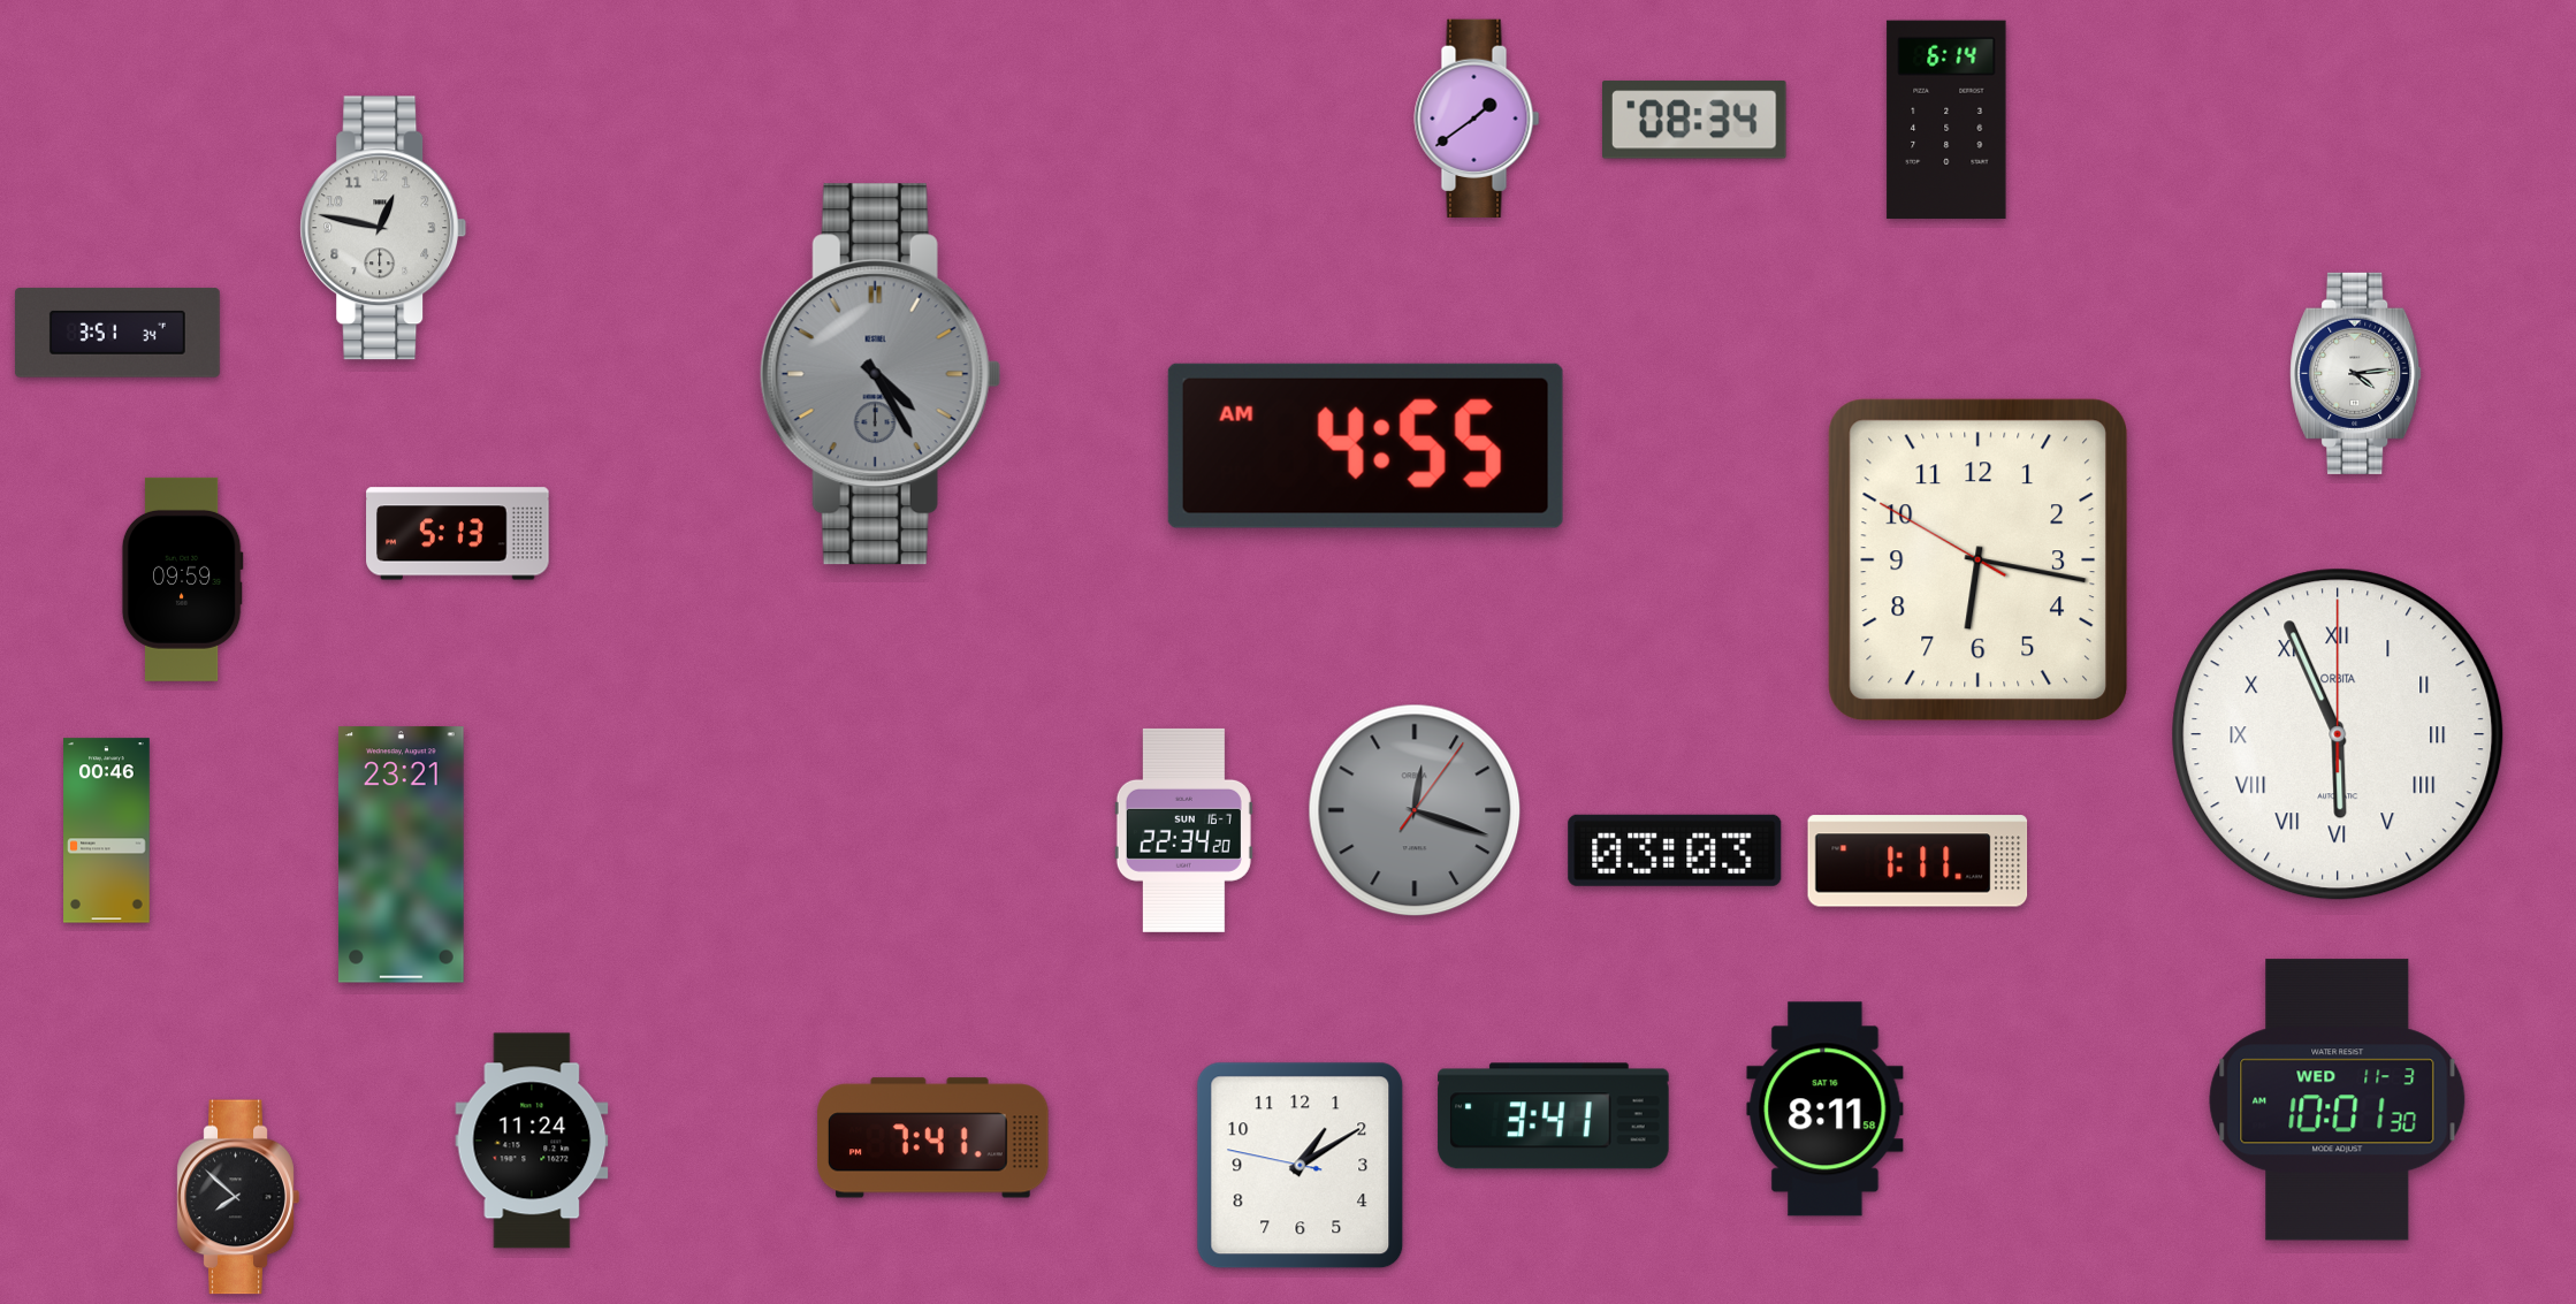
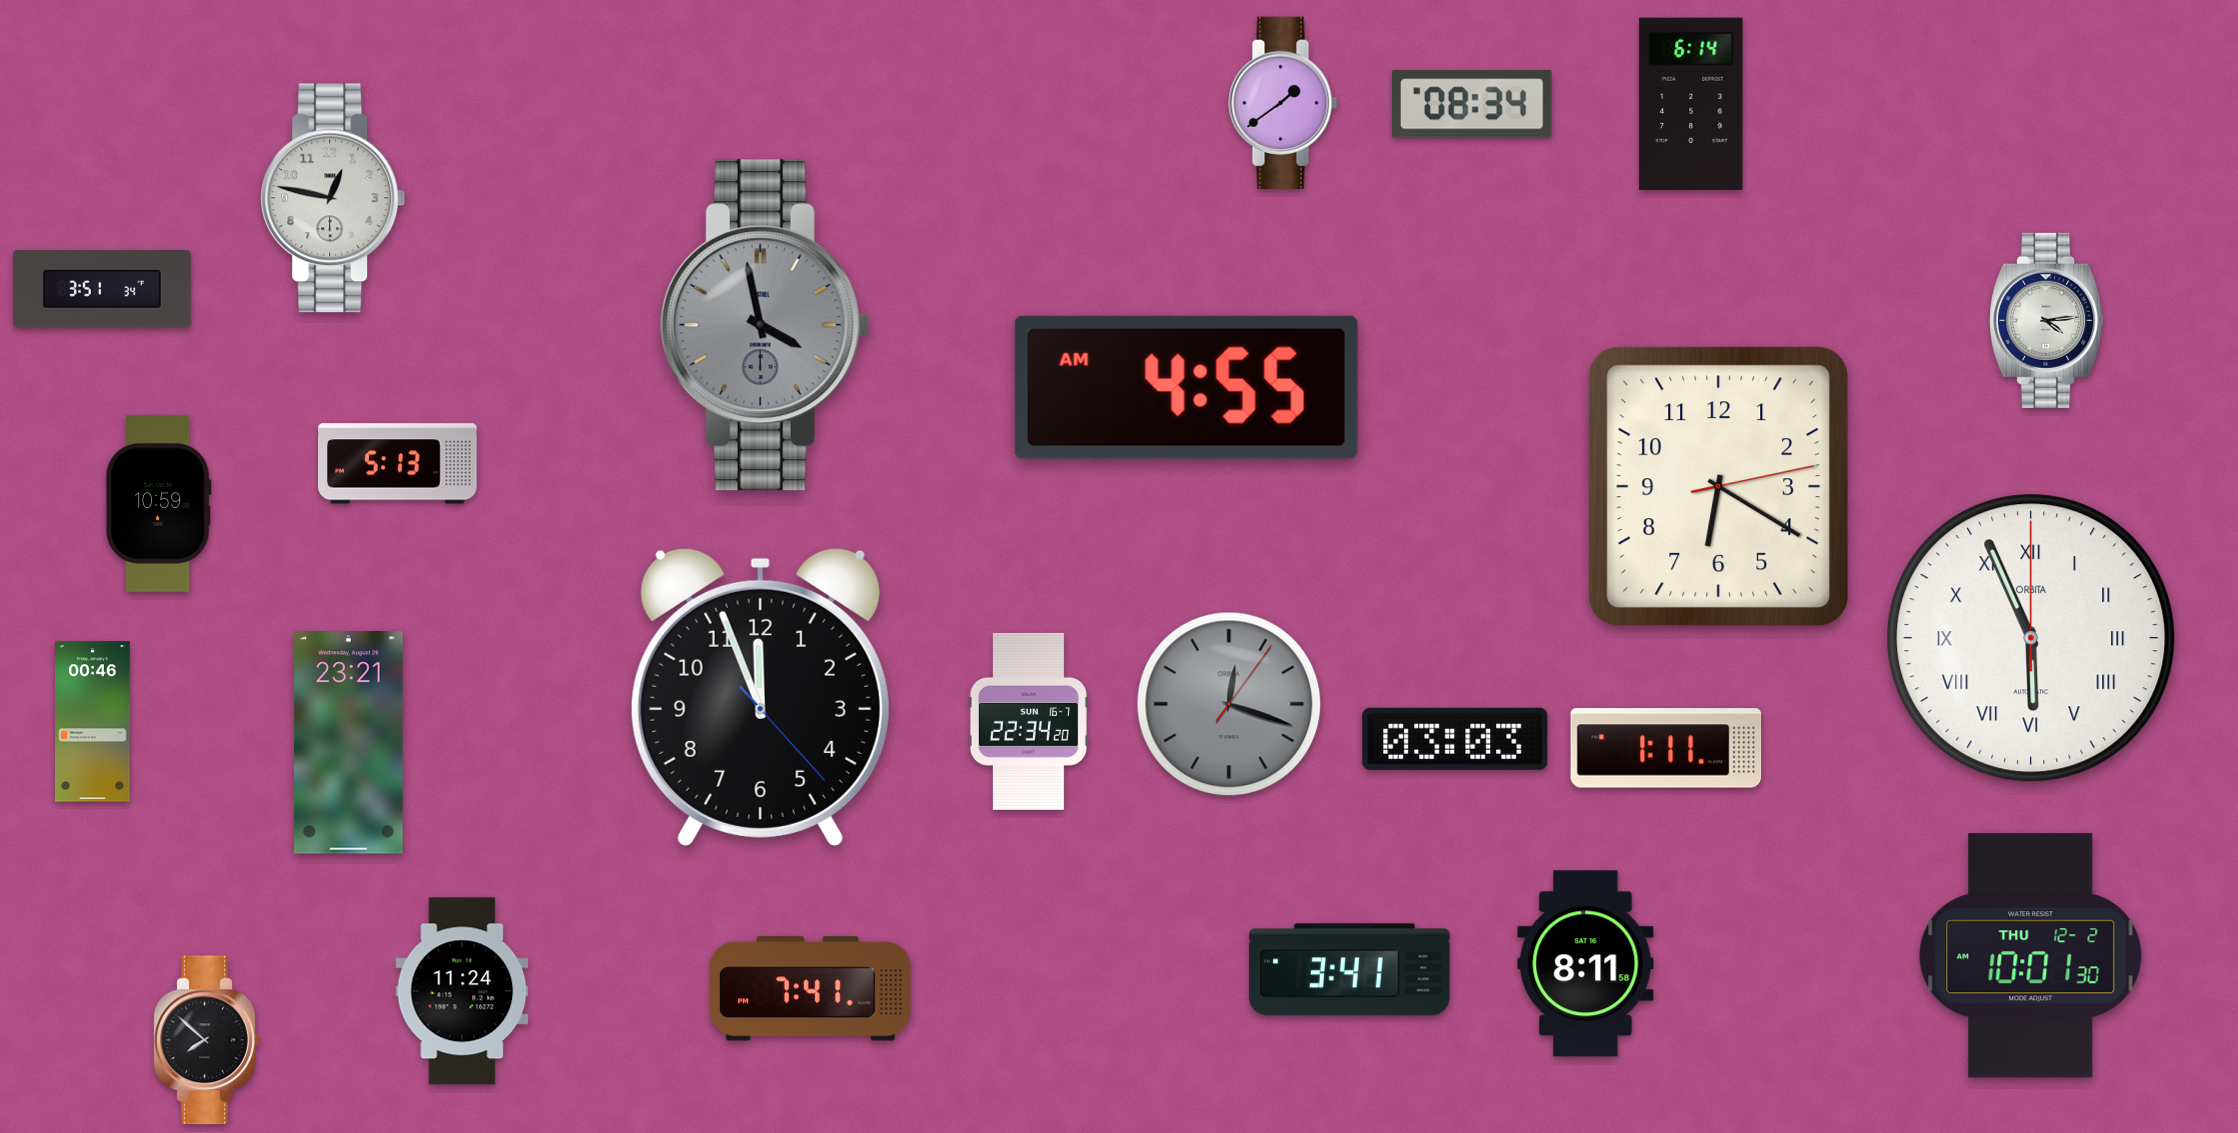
clock at (2356, 373) position: (2356, 373) -> (2047, 320)
clock at (881, 374): 4:25 -> 3:58
clock at (1979, 561): 6:16 -> 6:20
clock at (182, 579): 09:59 -> 10:59
clock at (760, 697): none -> 11:56
clock at (2338, 1100) date: WED 11-3 -> THU 12-2
clock at (1301, 1166): 1:09 -> none
